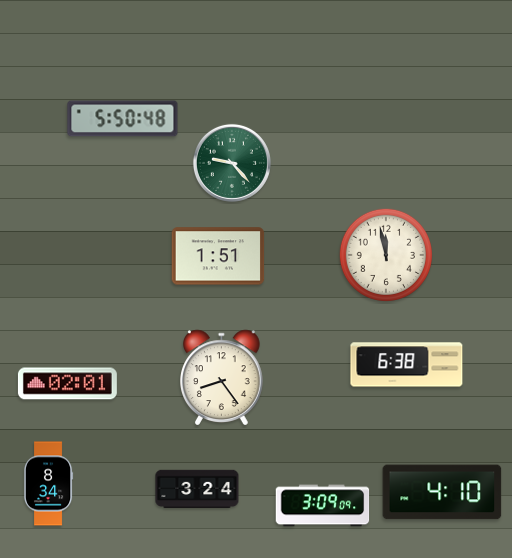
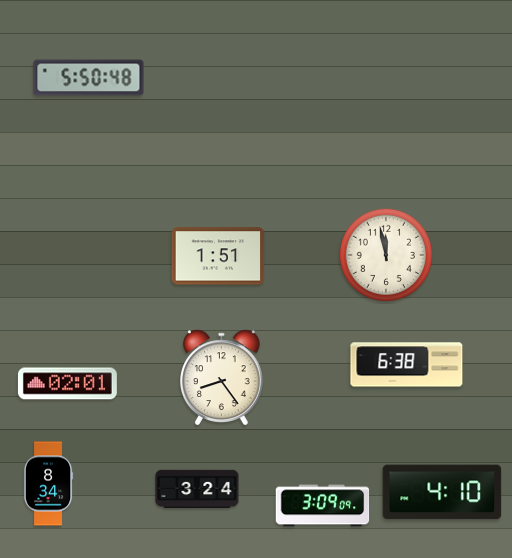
clock at (123, 119) position: (123, 119) -> (89, 78)
clock at (232, 163): 9:23 -> none
